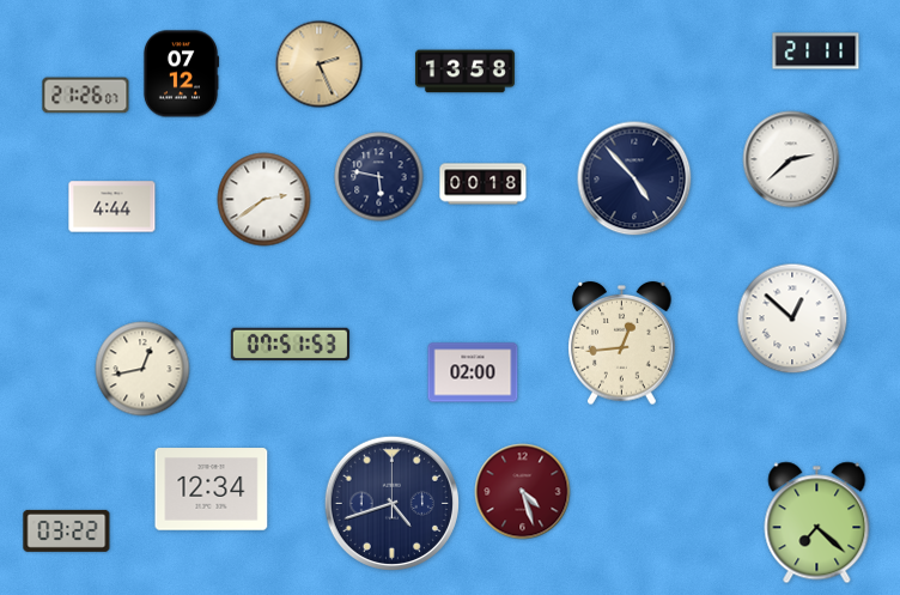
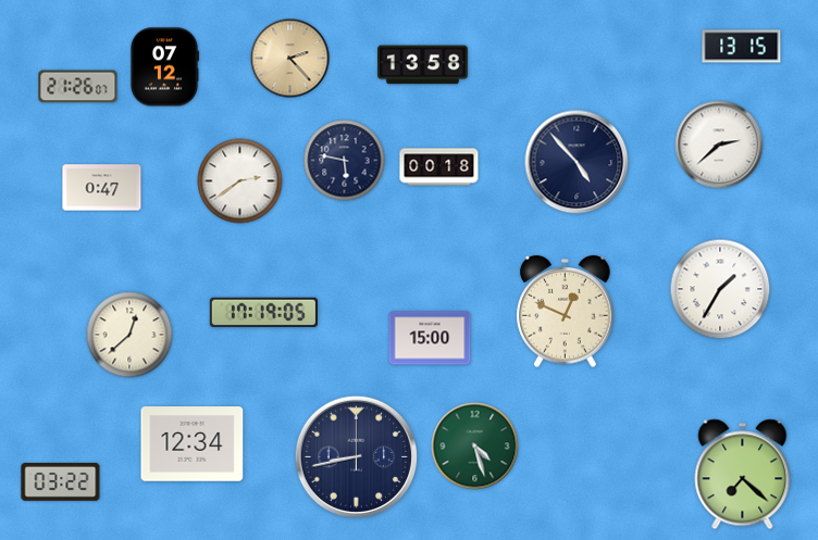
clock at (816, 51): 21:11 -> 13:15
clock at (320, 65): 2:26 -> 2:23
clock at (113, 207): 4:44 -> 0:47
clock at (792, 318): 12:52 -> 1:35
clock at (622, 344): 12:44 -> 12:49
clock at (290, 345): 07:51 -> 17:19
clock at (142, 369): 12:43 -> 12:38
clock at (473, 372): 02:00 -> 15:00
clock at (523, 492) dial: burgundy -> green
clock at (391, 503): 4:42 -> 8:43
